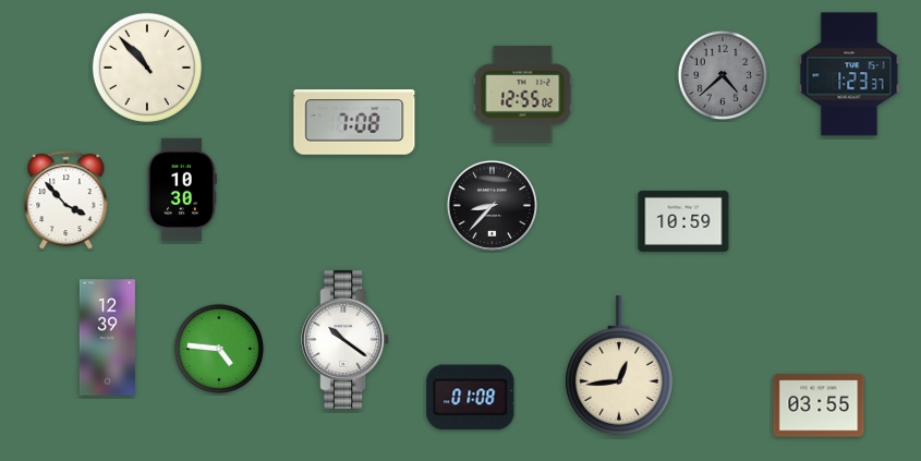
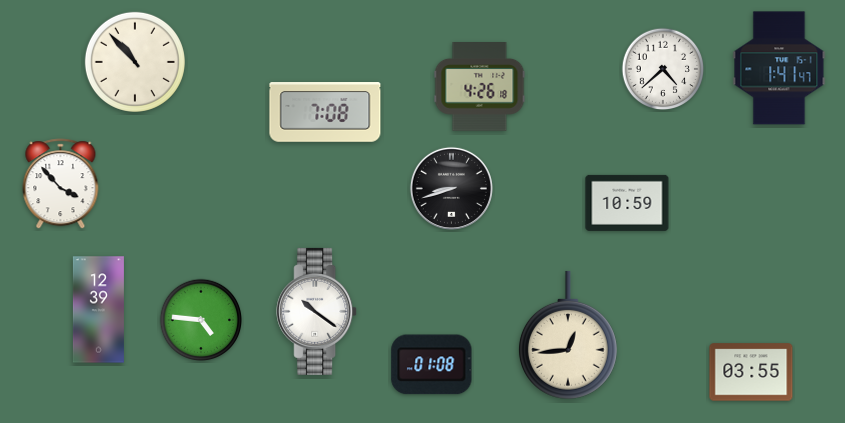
clock at (849, 74): 1:23 -> 1:41
clock at (723, 75) dial: grey -> white
clock at (523, 95): 12:55 -> 4:26
clock at (182, 190): 10:30 -> none
clock at (492, 205): 8:37 -> 8:42
